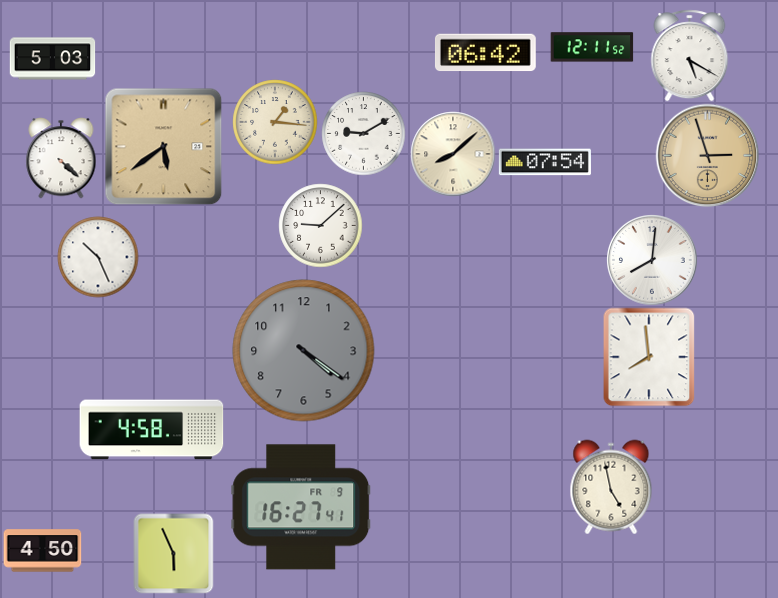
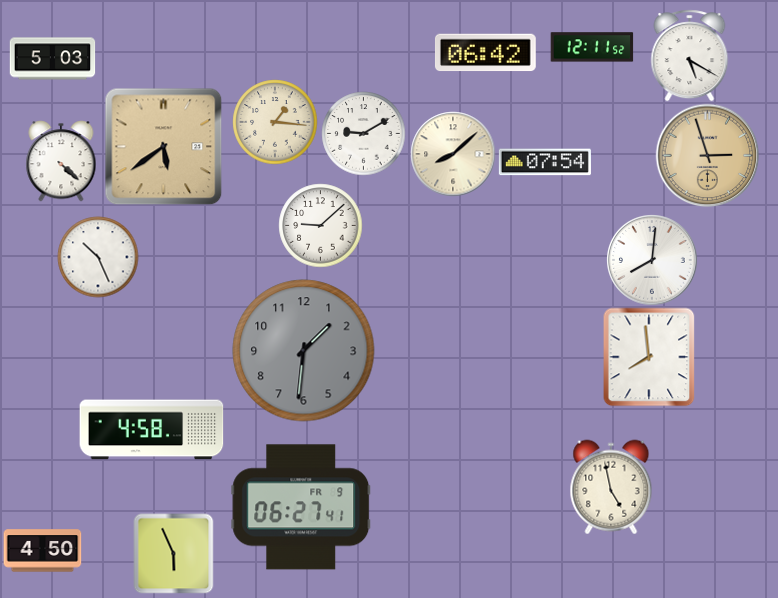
clock at (61, 158) position: (61, 158) -> (61, 161)
clock at (304, 351): 4:21 -> 1:31
clock at (301, 507): 16:27 -> 06:27
